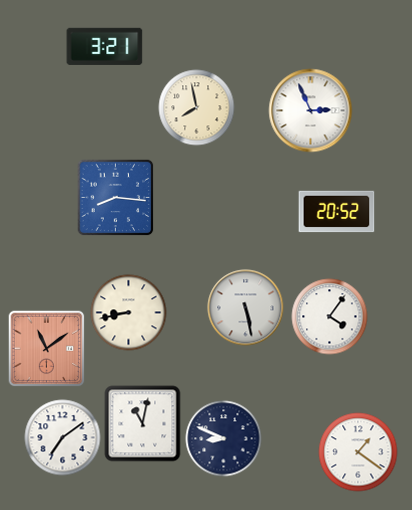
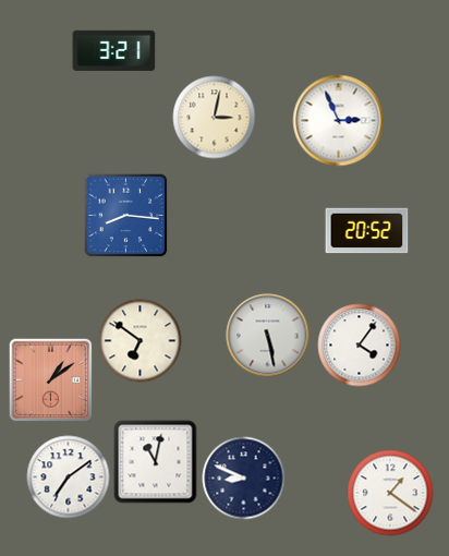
clock at (197, 108): 7:58 -> 3:02
clock at (129, 313): 8:43 -> 6:51
clock at (46, 348): 11:09 -> 1:09
